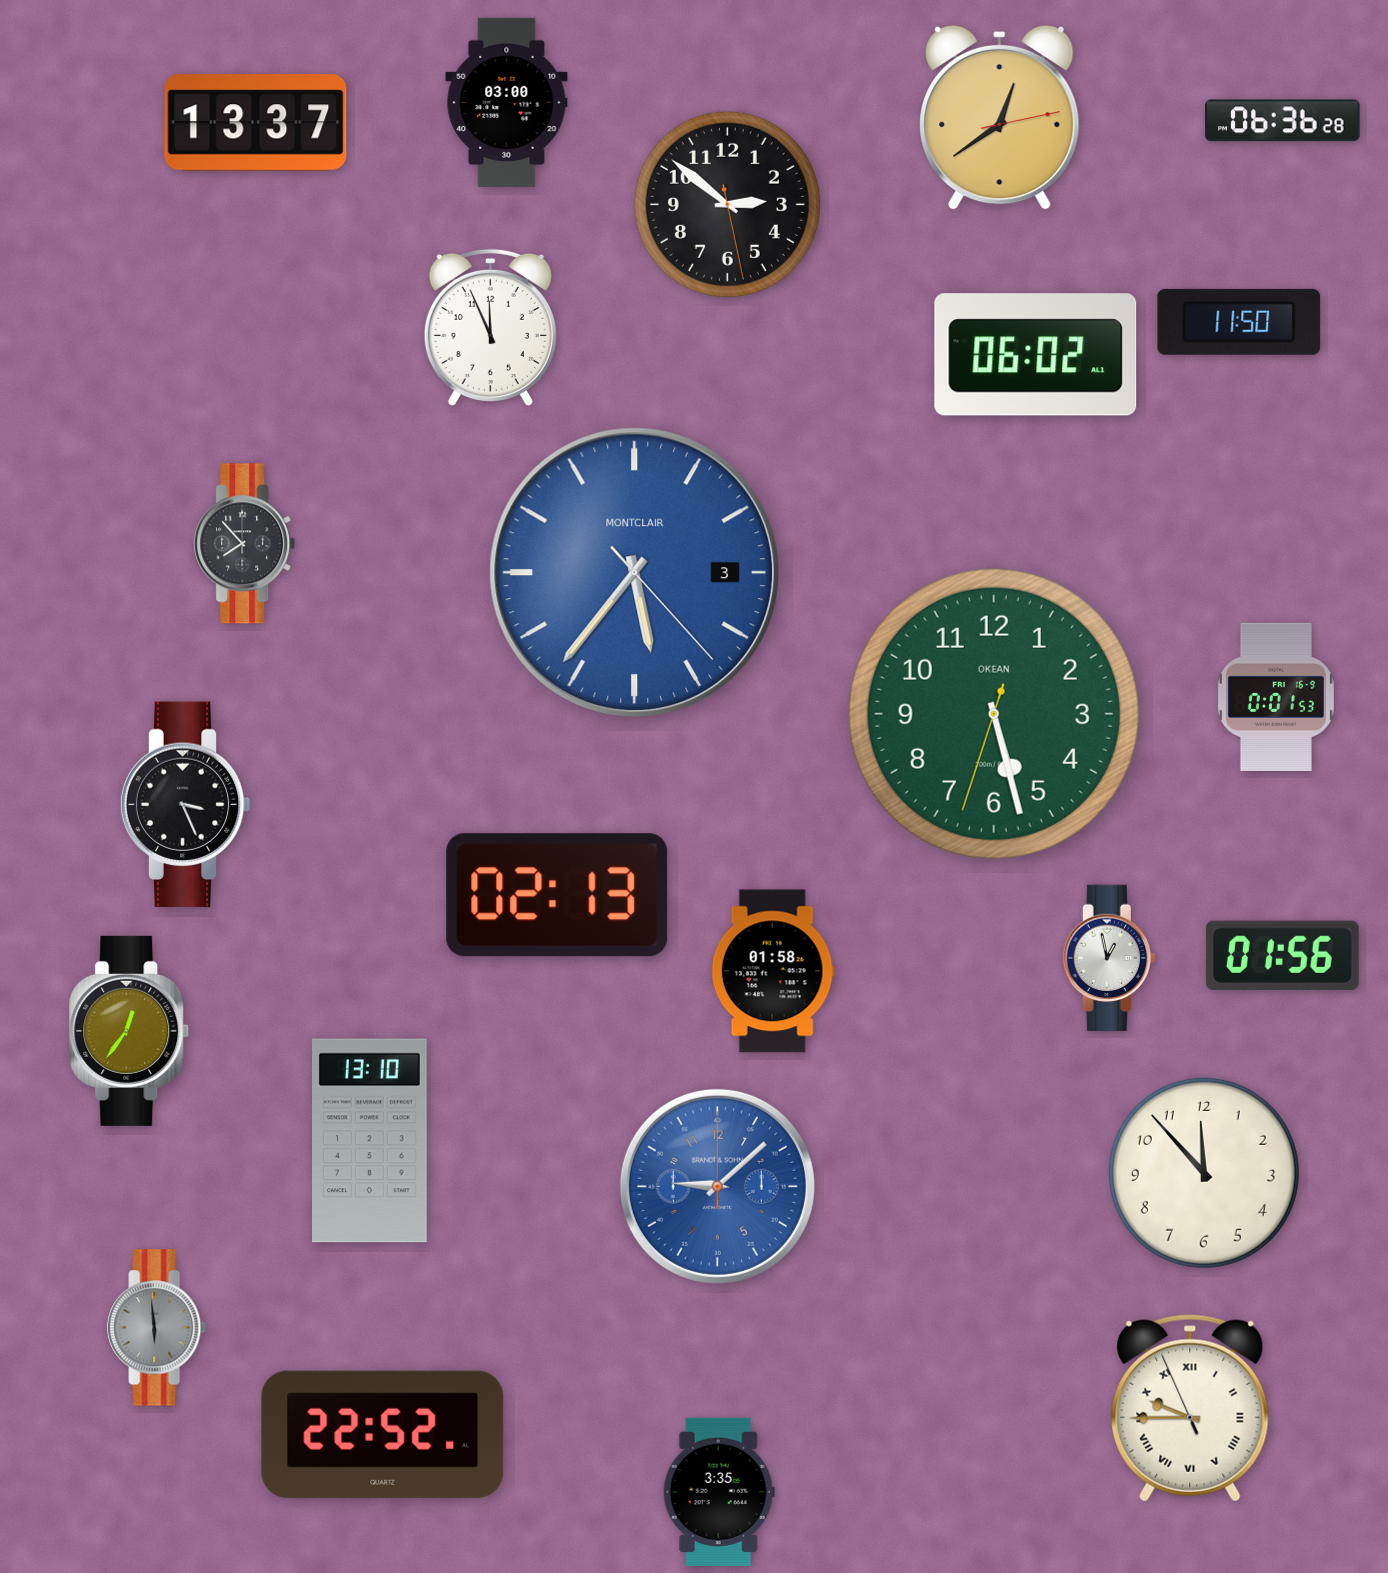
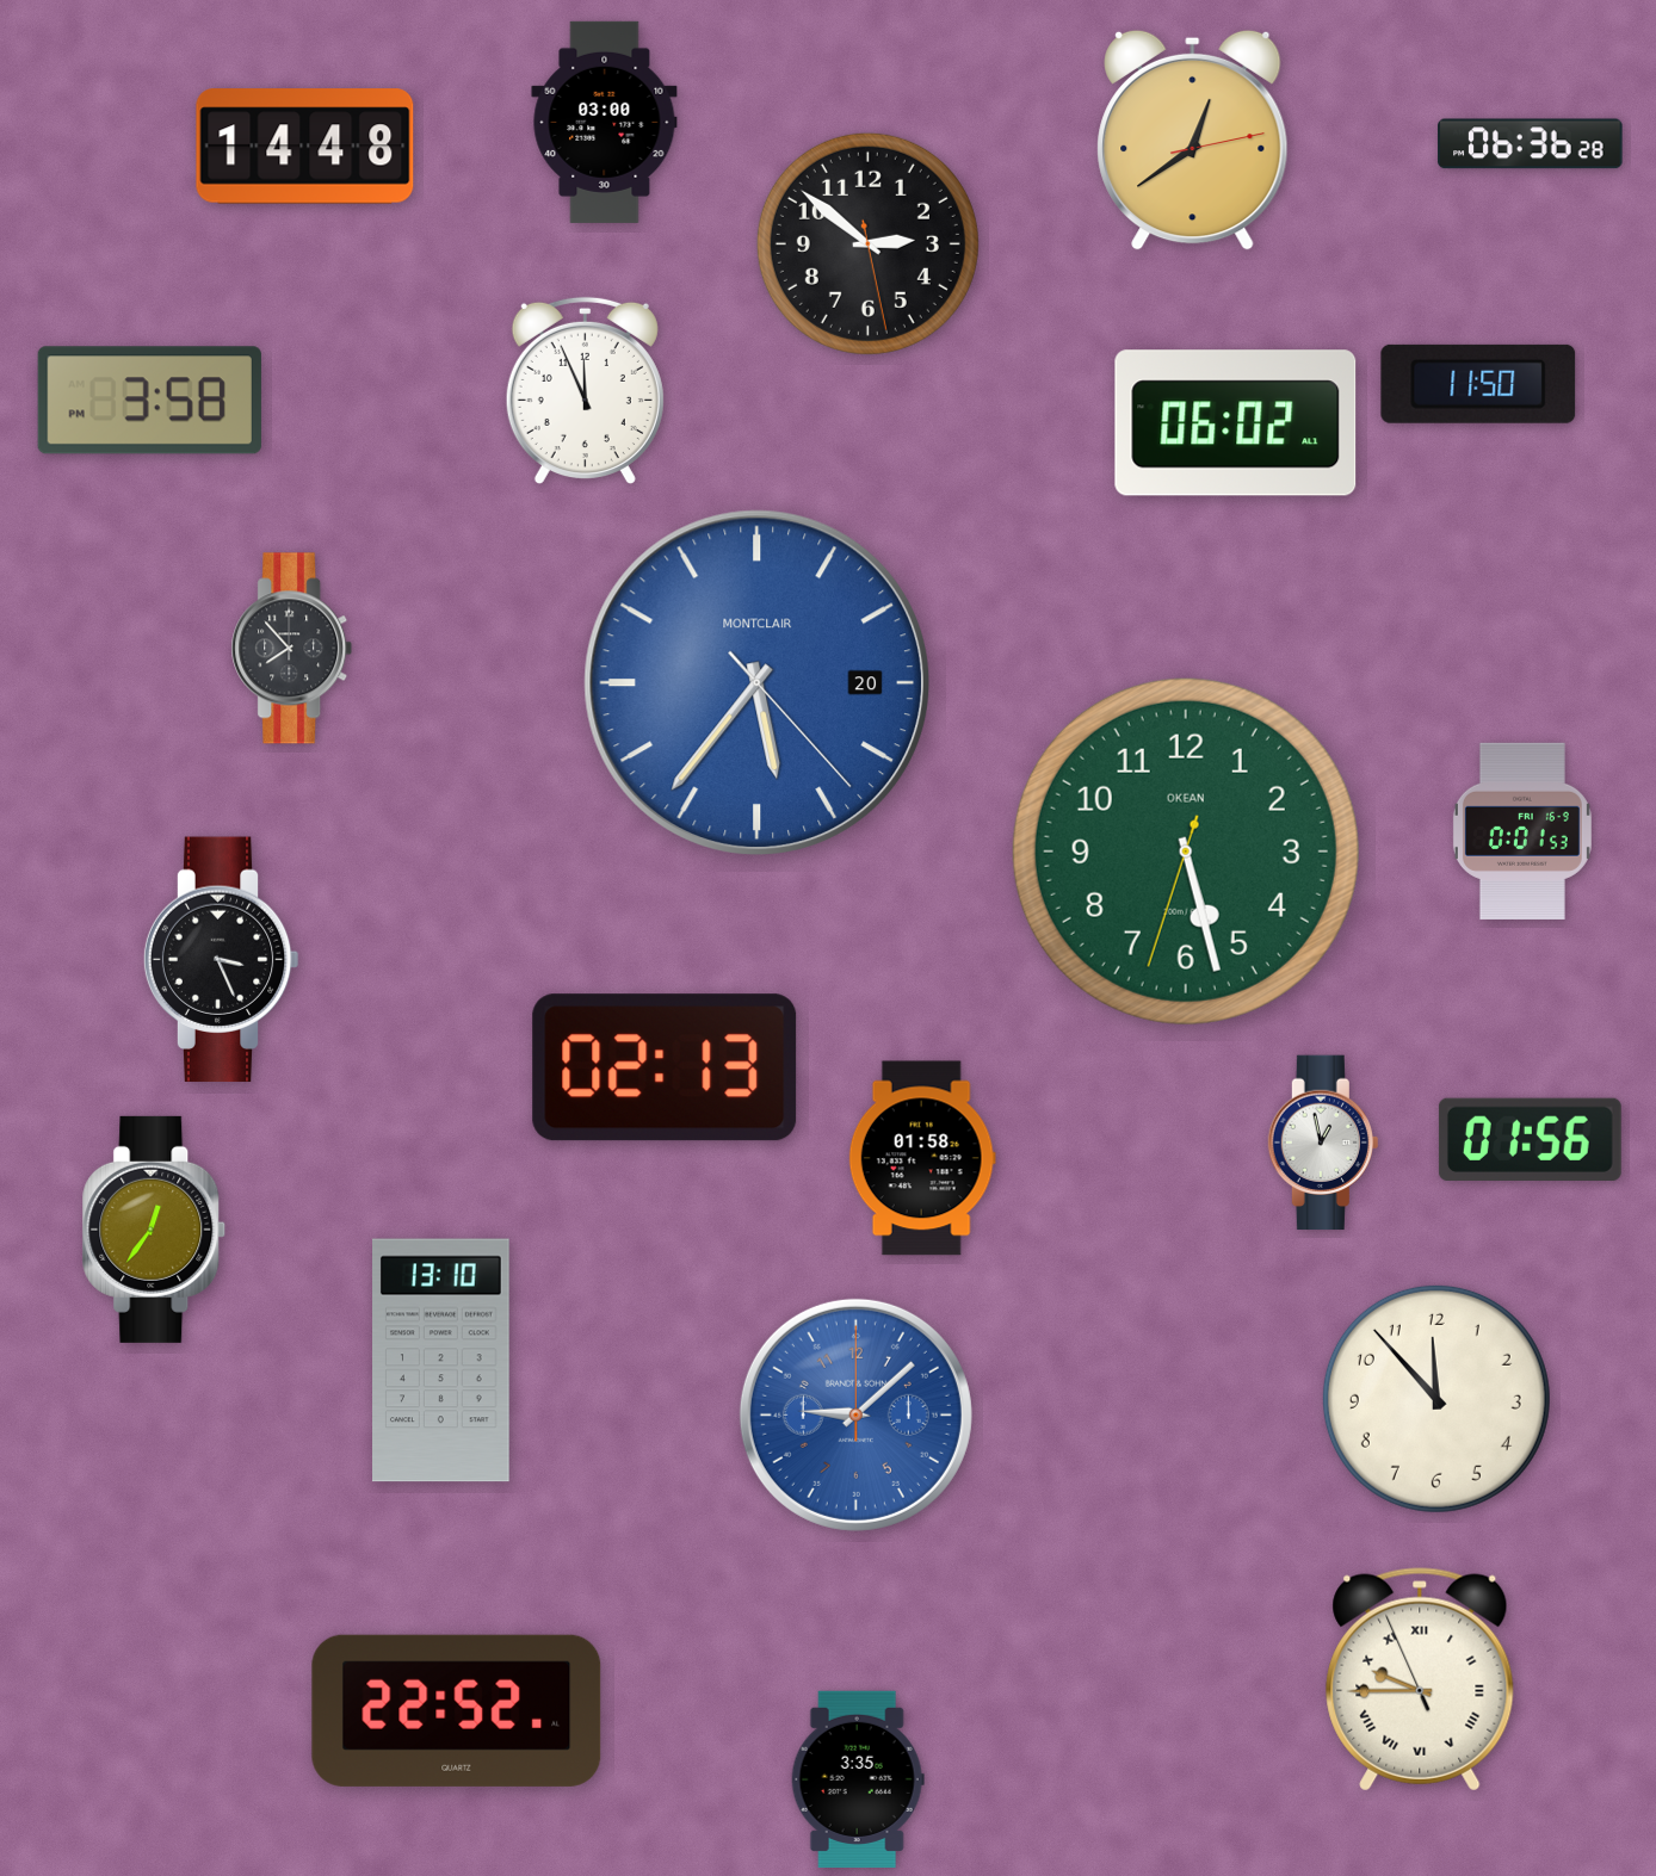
clock at (256, 123): 13:37 -> 14:48
clock at (149, 401): none -> 3:58
clock at (634, 572) date: 3 -> 20
clock at (157, 1328): 5:59 -> none
